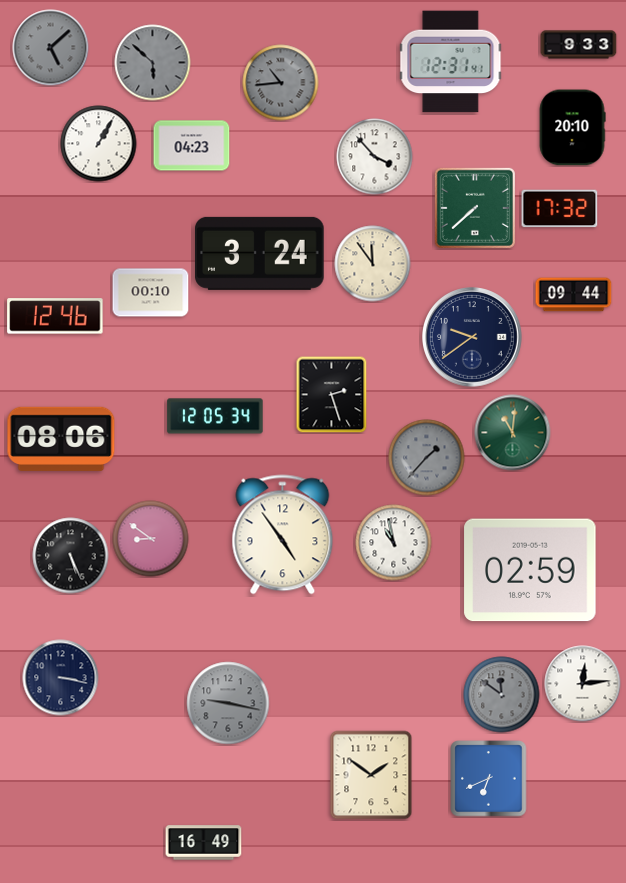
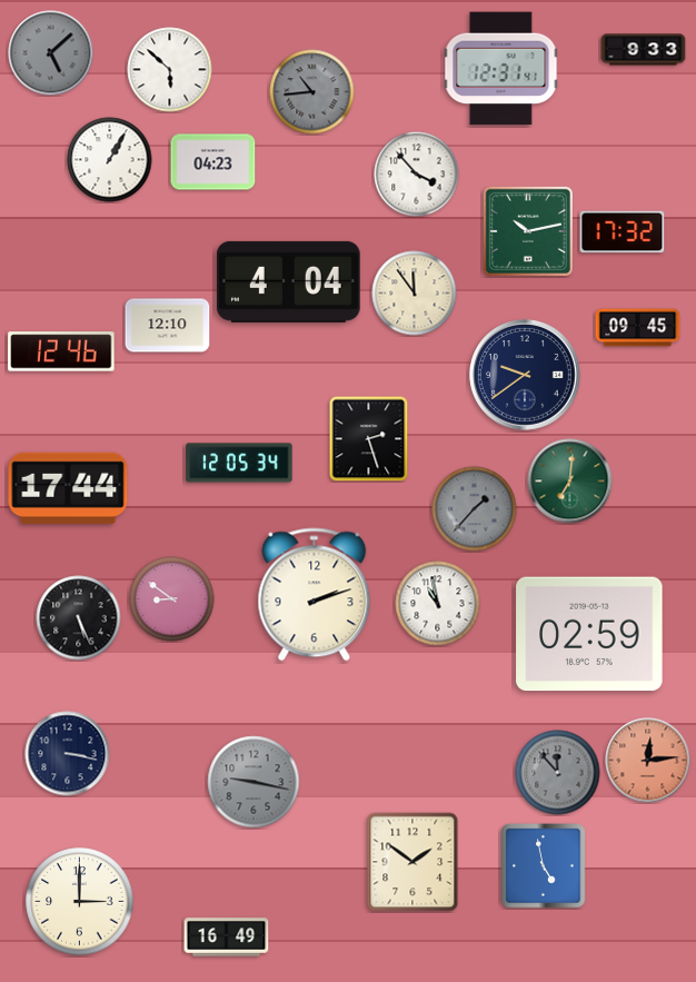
clock at (51, 48) position: (51, 48) -> (51, 53)
clock at (153, 63) dial: grey -> white
clock at (572, 128): 20:10 -> none
clock at (475, 208): 7:38 -> 10:13
clock at (260, 253): 3:24 -> 4:04
clock at (151, 293): 00:10 -> 12:10
clock at (574, 295): 09:44 -> 09:45
clock at (513, 433): 11:01 -> 7:01
clock at (61, 439): 08:06 -> 17:44
clock at (283, 535): 4:54 -> 2:12
clock at (151, 539) position: (151, 539) -> (172, 599)
clock at (583, 684) dial: white -> salmon
clock at (502, 695): 11:51 -> 11:53
clock at (489, 779): 6:41 -> 4:58
clock at (80, 902): none -> 3:00
